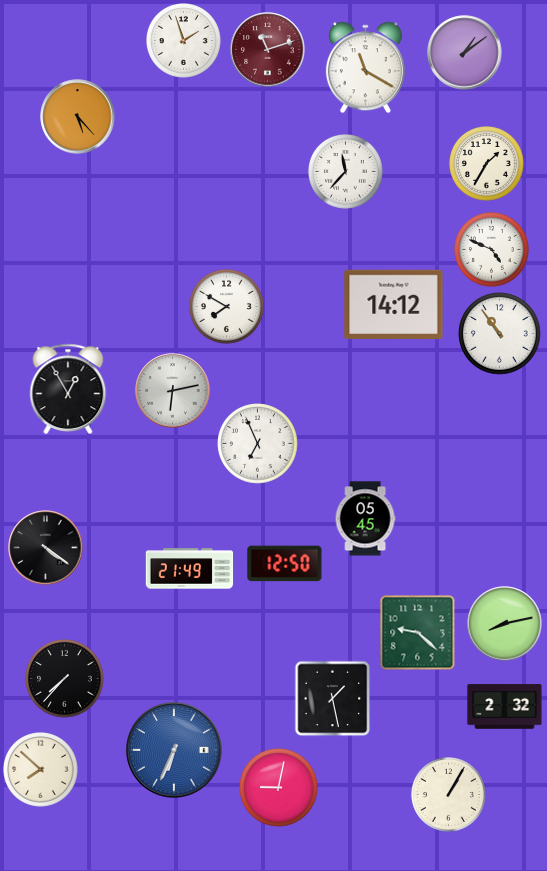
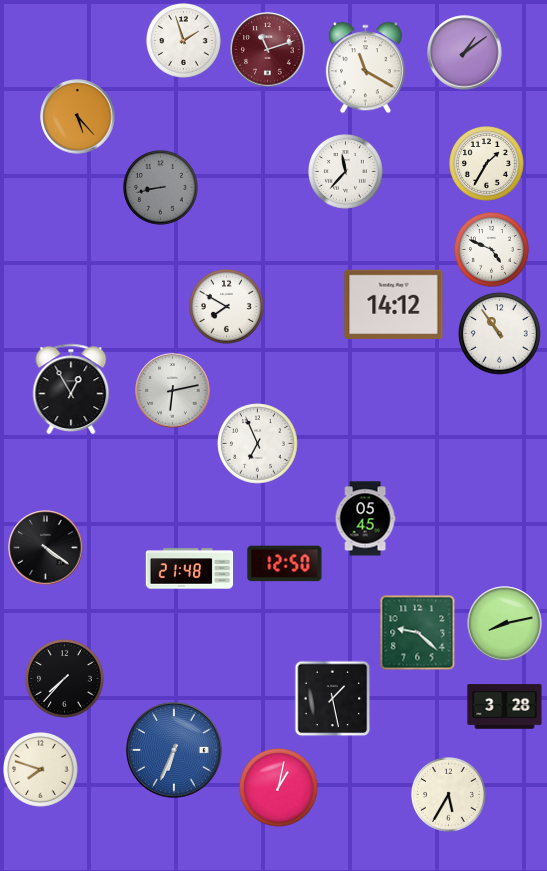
clock at (161, 188): none -> 8:43
clock at (68, 388) position: (68, 388) -> (71, 388)
clock at (190, 569): 21:49 -> 21:48
clock at (505, 707): 2:32 -> 3:28
clock at (41, 770): 7:52 -> 7:48
clock at (279, 788): 9:02 -> 1:02
clock at (449, 795): 1:05 -> 5:35
